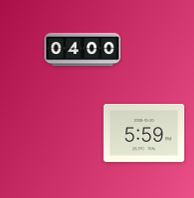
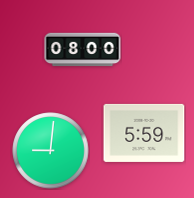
clock at (83, 50): 04:00 -> 08:00
clock at (51, 151): none -> 9:01
